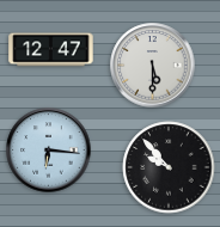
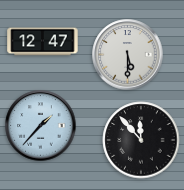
clock at (49, 151): 6:16 -> 1:37
clock at (169, 167): 9:53 -> 11:53
